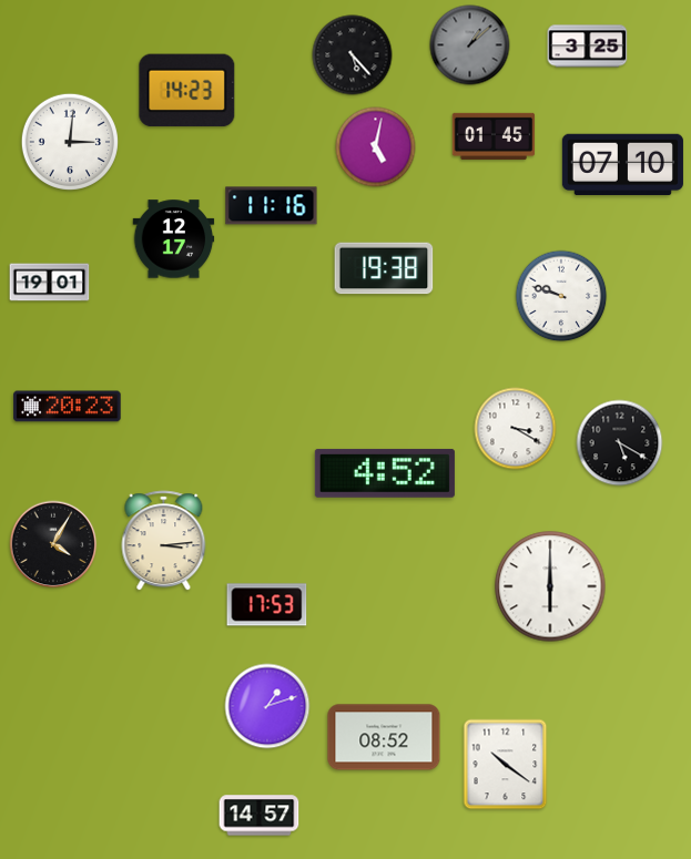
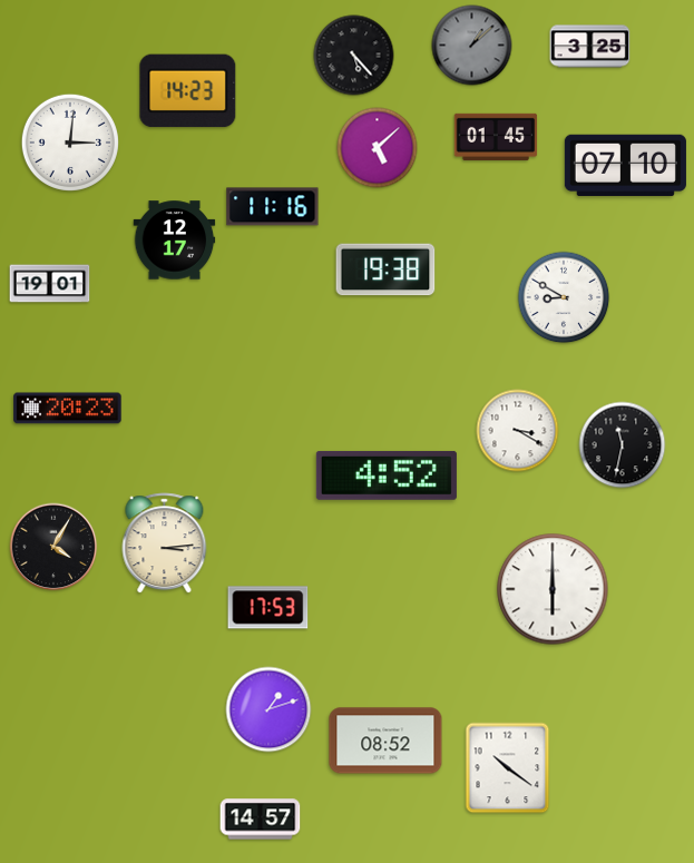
clock at (376, 147): 5:02 -> 5:08
clock at (561, 296): 9:48 -> 8:50
clock at (620, 443): 5:20 -> 11:32
